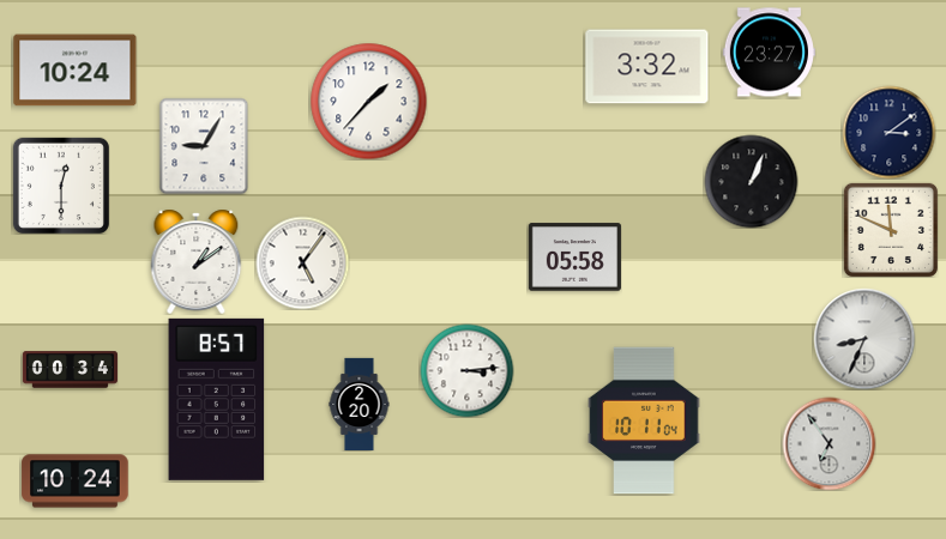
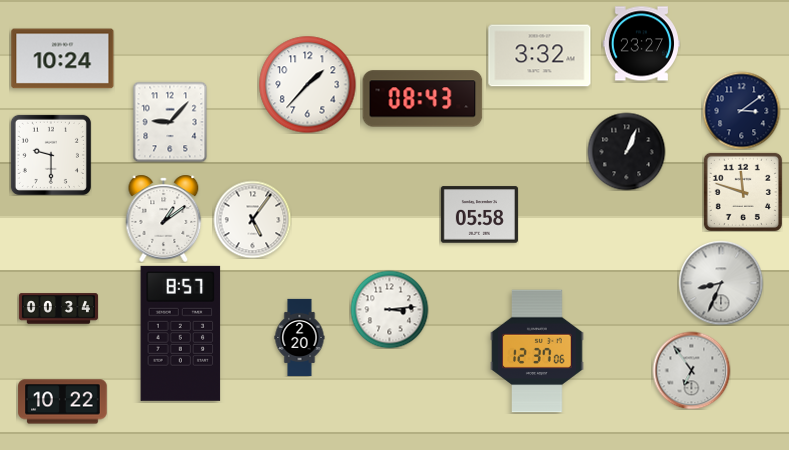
clock at (423, 99): none -> 08:43
clock at (204, 146): 9:05 -> 9:07
clock at (61, 186): 12:30 -> 9:30
clock at (891, 230): 11:49 -> 11:48
clock at (644, 420): 10:11 -> 12:37
clock at (76, 482): 10:24 -> 10:22
